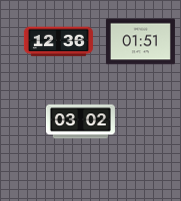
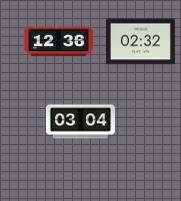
clock at (140, 42): 01:51 -> 02:32
clock at (80, 122): 03:02 -> 03:04
